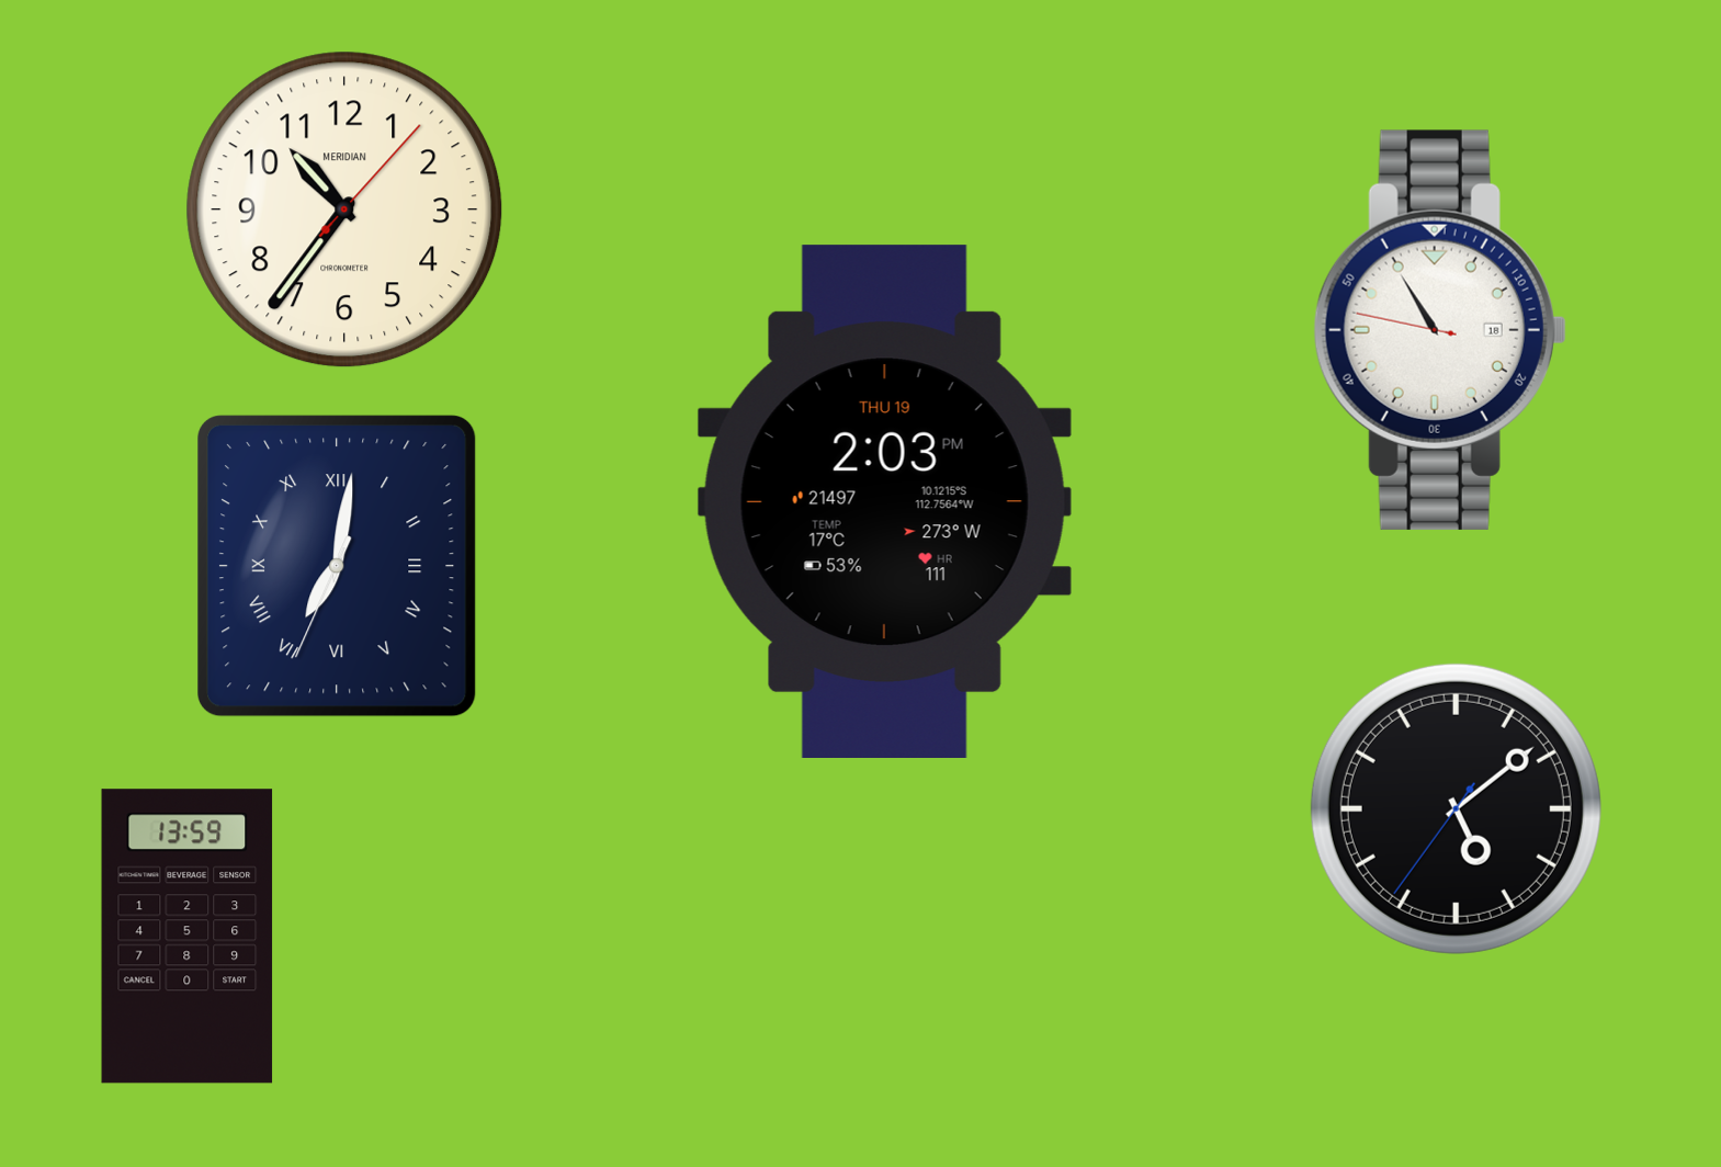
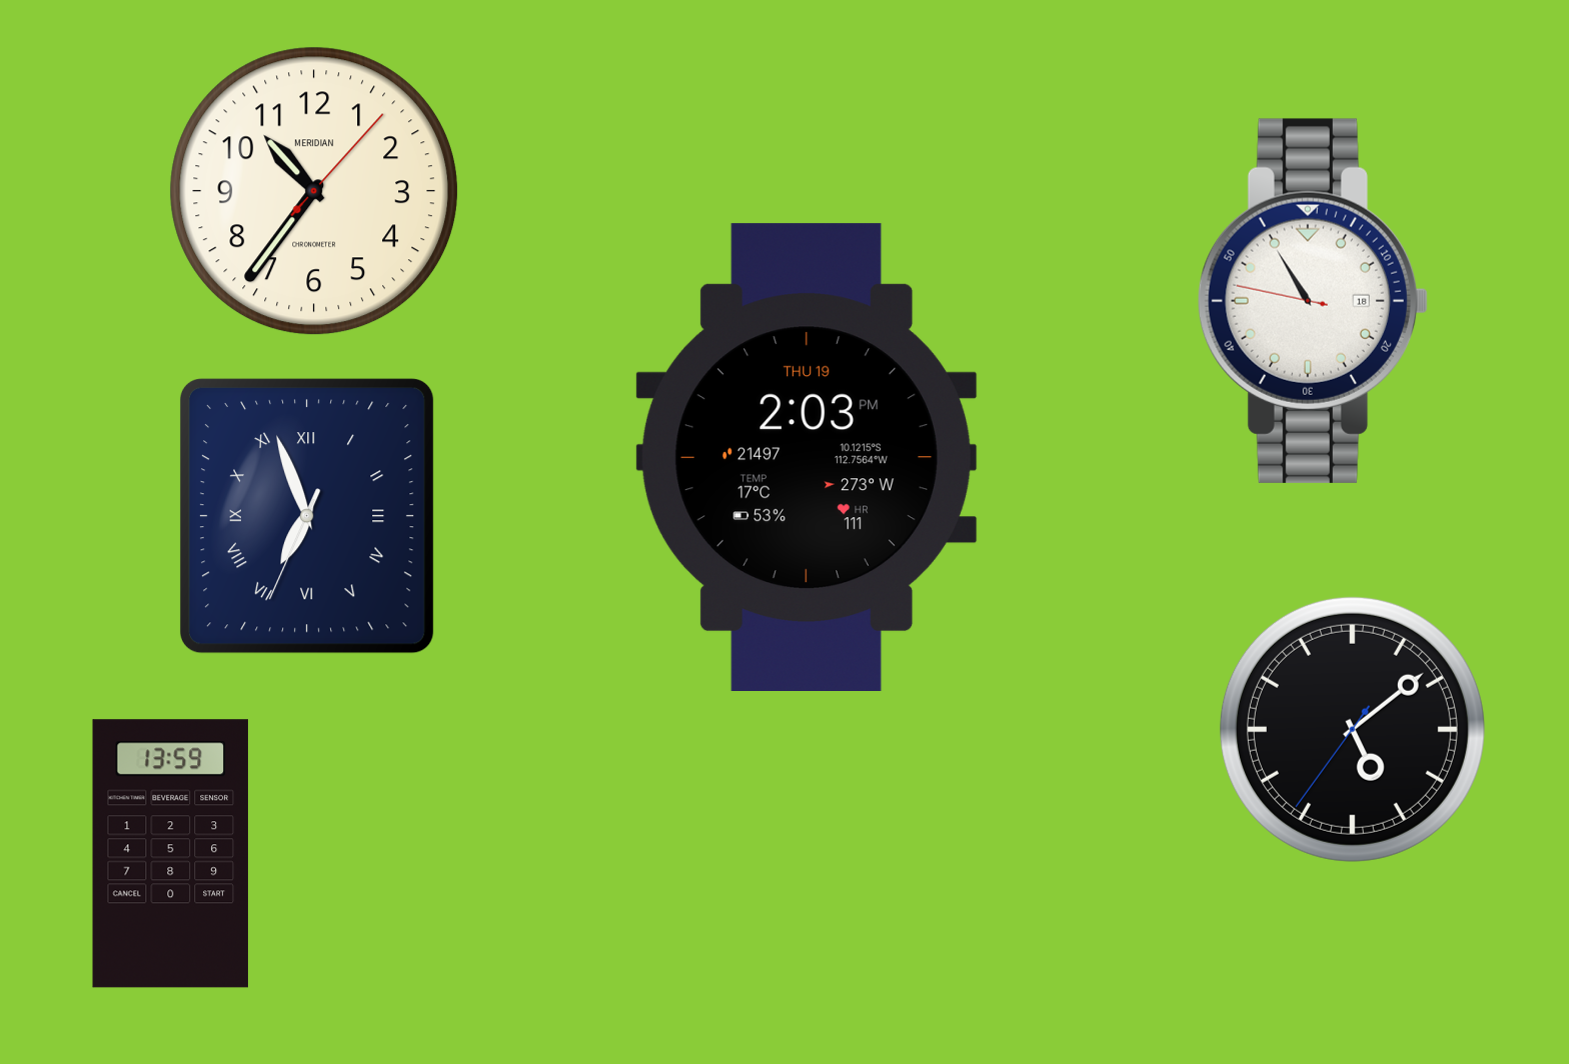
clock at (337, 567): 7:01 -> 6:56
clock at (1456, 808) position: (1456, 808) -> (1352, 729)
